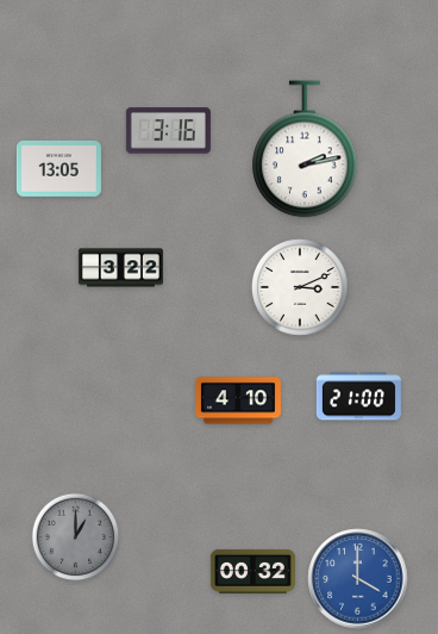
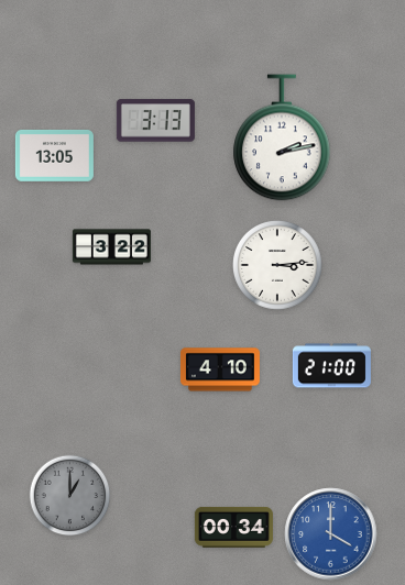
clock at (168, 131): 3:16 -> 3:13
clock at (301, 288): 3:11 -> 3:14
clock at (252, 571): 00:32 -> 00:34
